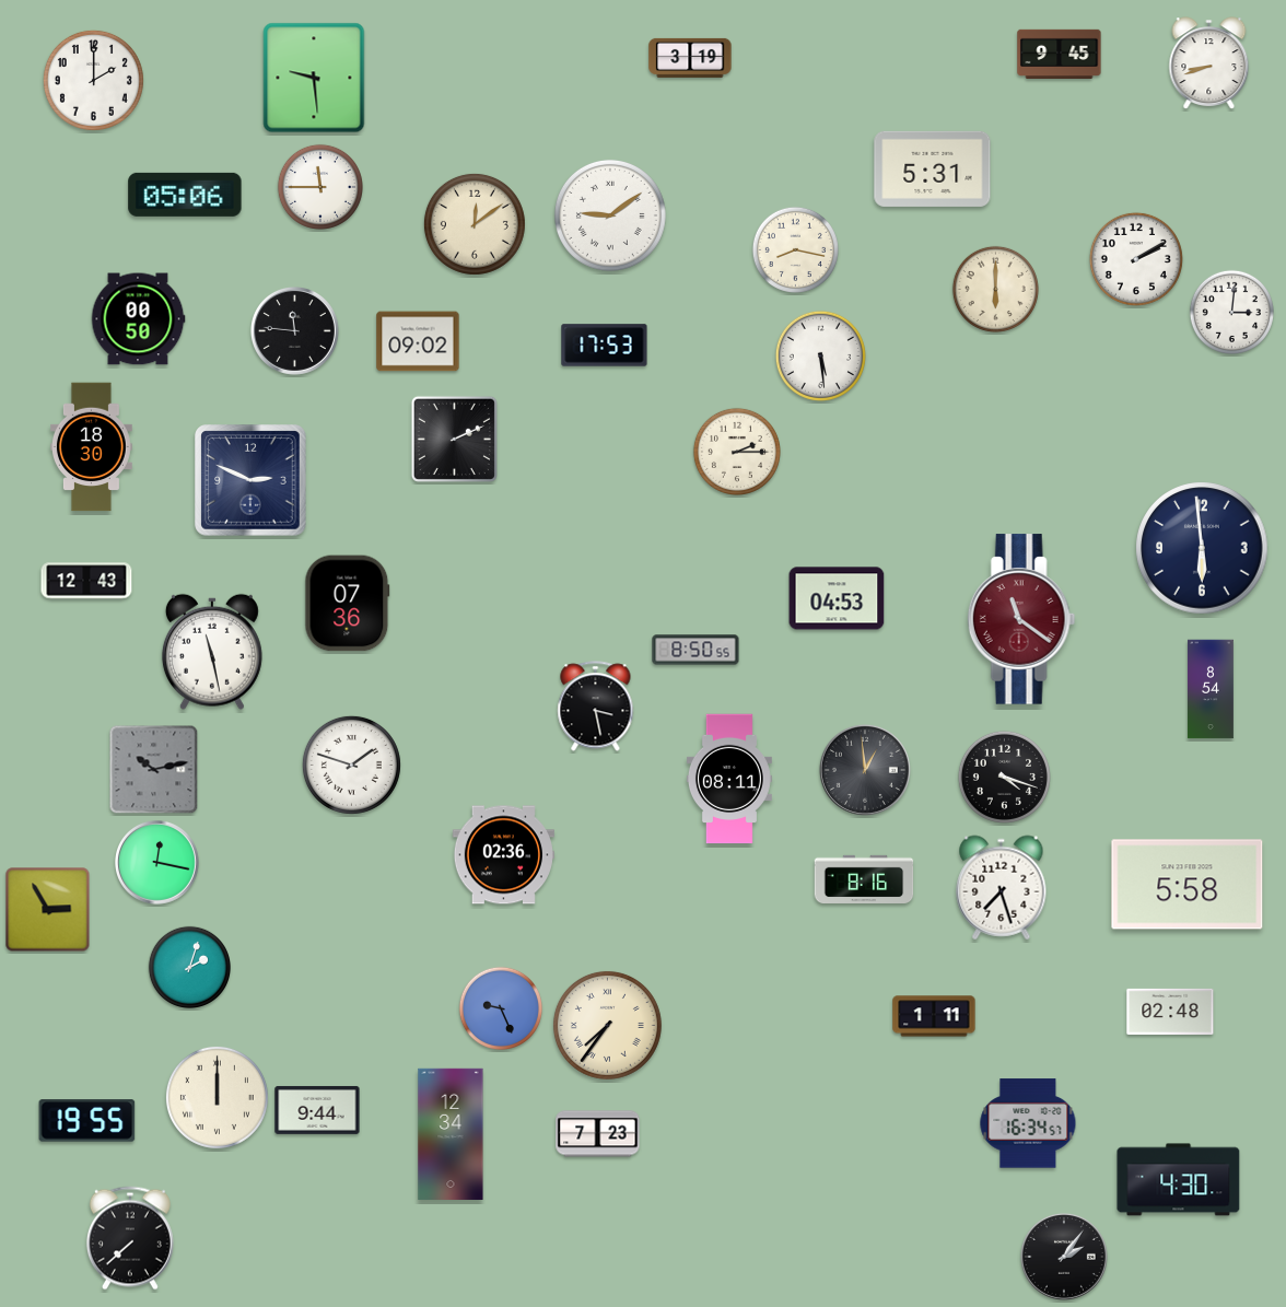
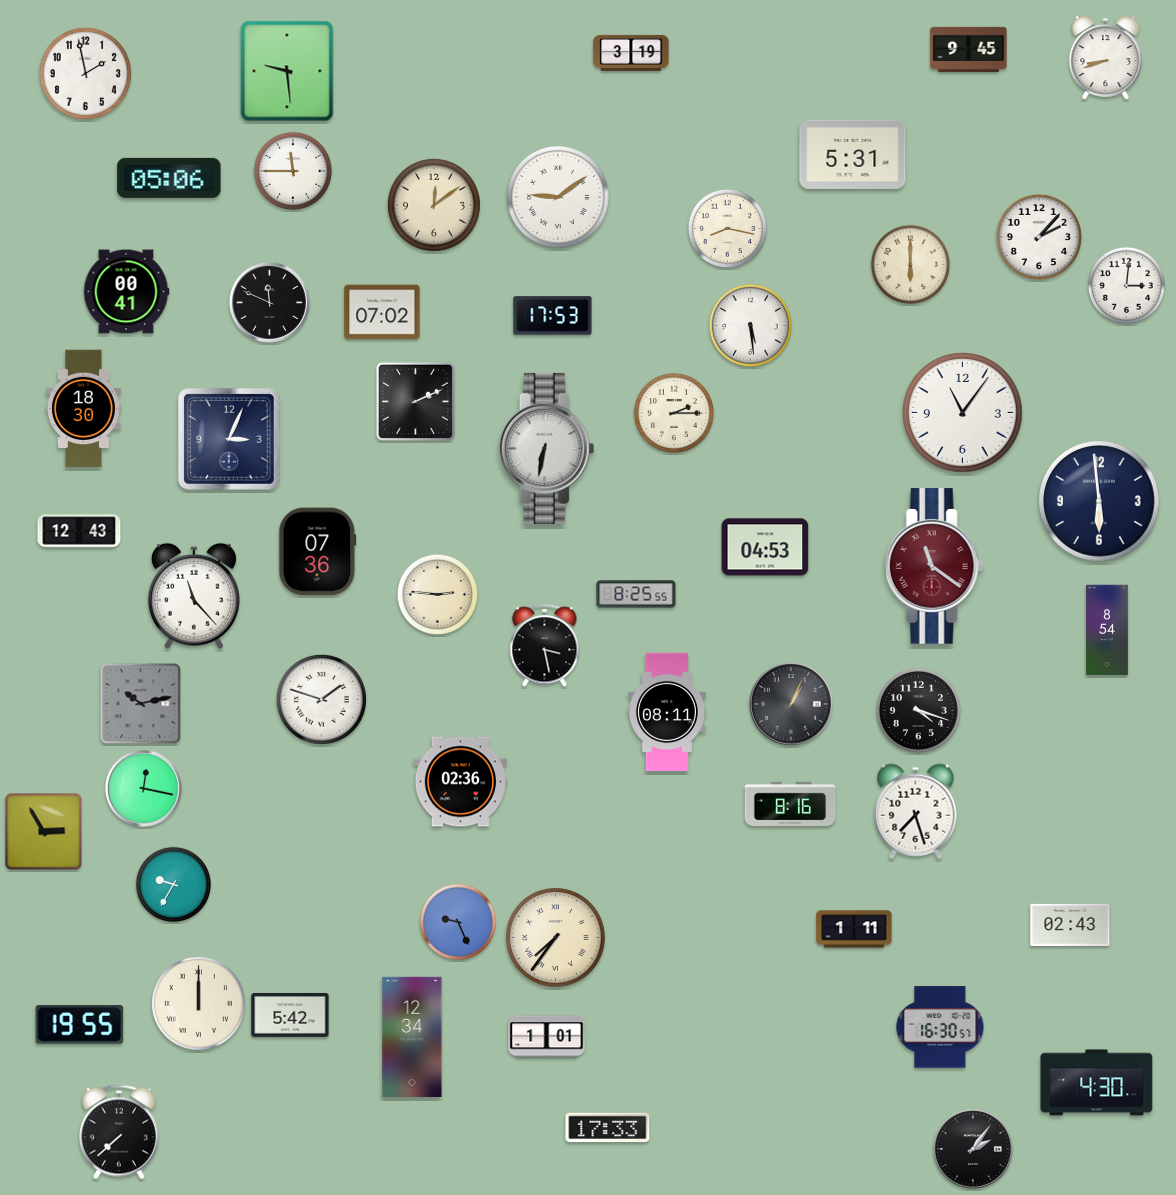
clock at (93, 80): 2:00 -> 1:58
clock at (1136, 259): 2:10 -> 2:07
clock at (138, 319): 00:50 -> 00:41
clock at (294, 330): 11:46 -> 11:49
clock at (418, 341): 09:02 -> 07:02
clock at (963, 413): none -> 11:06
clock at (250, 480): 2:49 -> 3:04
clock at (547, 448): none -> 6:32
clock at (437, 594): none -> 2:46
clock at (695, 650): 8:50 -> 8:25
clock at (212, 652): 11:28 -> 11:23
clock at (865, 770): 12:59 -> 1:04
clock at (1188, 885): 5:58 -> none
clock at (189, 967): 2:03 -> 9:35
clock at (1170, 1012): 02:48 -> 02:43
clock at (317, 1110): 9:44 -> 5:42
clock at (1028, 1123): 16:34 -> 16:30
clock at (598, 1134): 7:23 -> 1:01
clock at (1179, 1180) position: (1179, 1180) -> (1097, 1083)
clock at (608, 1128): none -> 17:33
